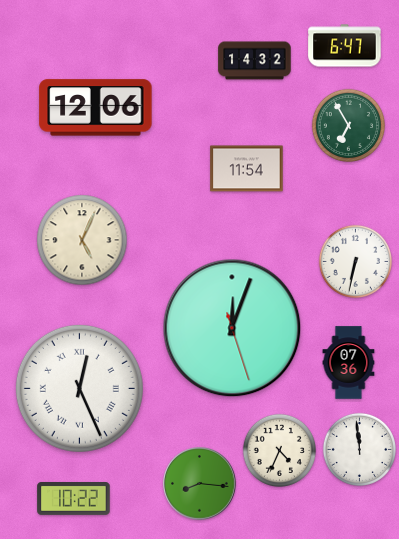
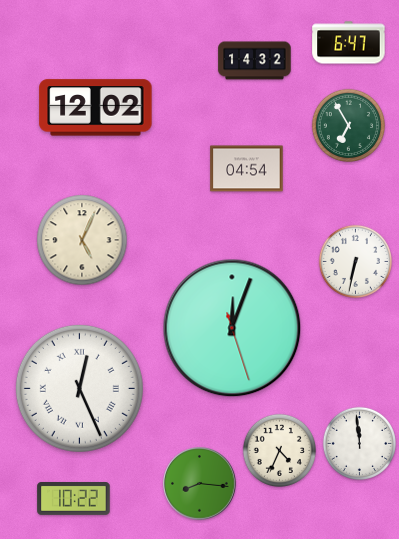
clock at (345, 46) position: (345, 46) -> (349, 43)
clock at (96, 108): 12:06 -> 12:02
clock at (247, 169): 11:54 -> 04:54
clock at (349, 363): 07:36 -> none
clock at (359, 449) position: (359, 449) -> (359, 443)
